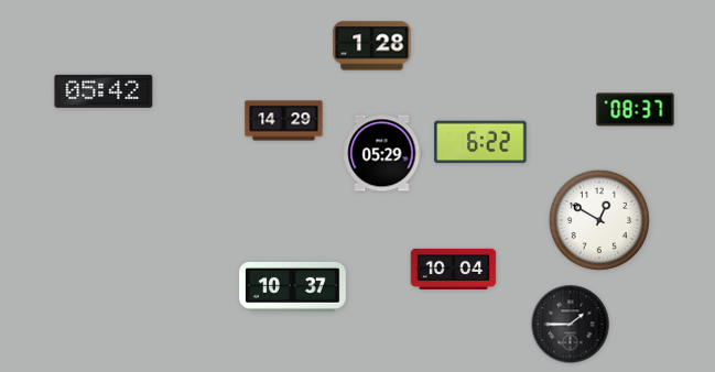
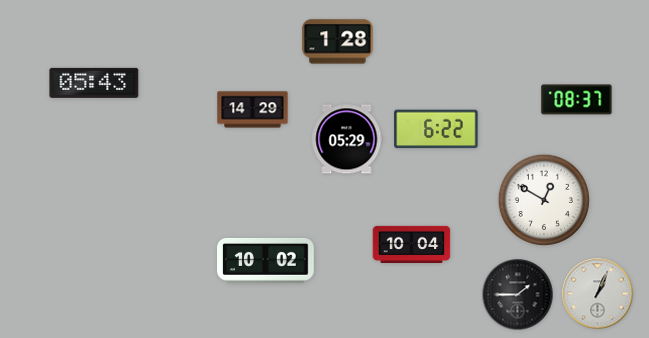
clock at (104, 91): 05:42 -> 05:43
clock at (284, 121) position: (284, 121) -> (253, 110)
clock at (293, 286): 10:37 -> 10:02
clock at (598, 294): none -> 1:04
